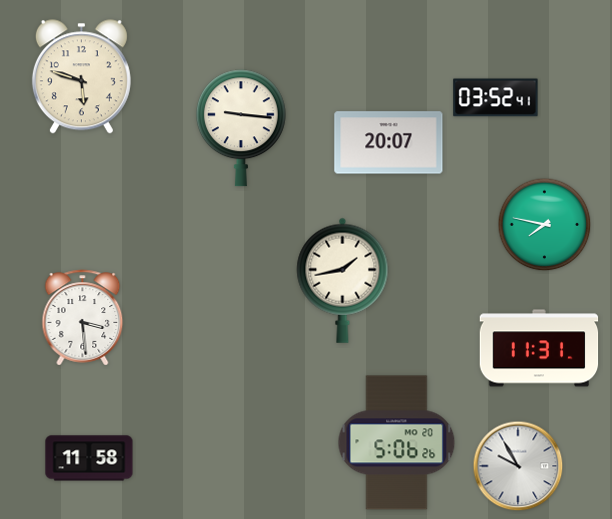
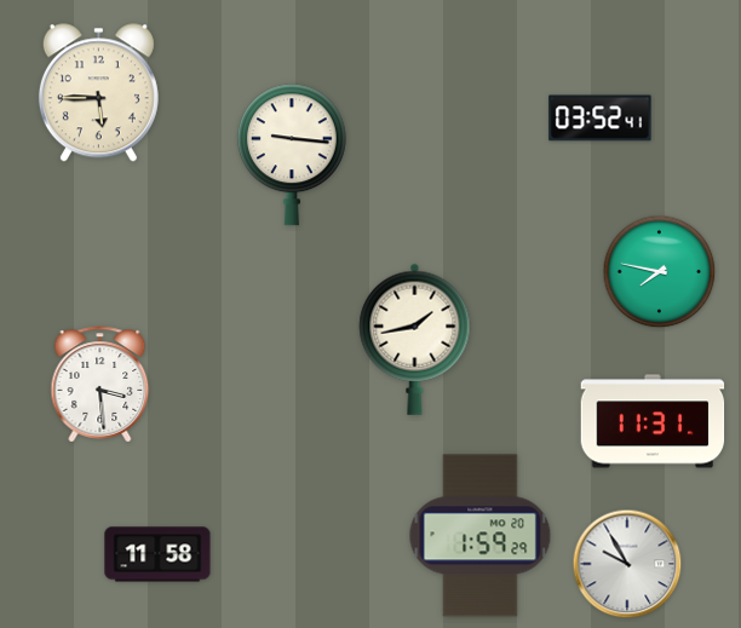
clock at (81, 77): 5:48 -> 5:45
clock at (389, 143): 20:07 -> none
clock at (397, 443): 5:06 -> 1:59
clock at (89, 458) position: (89, 458) -> (157, 554)
